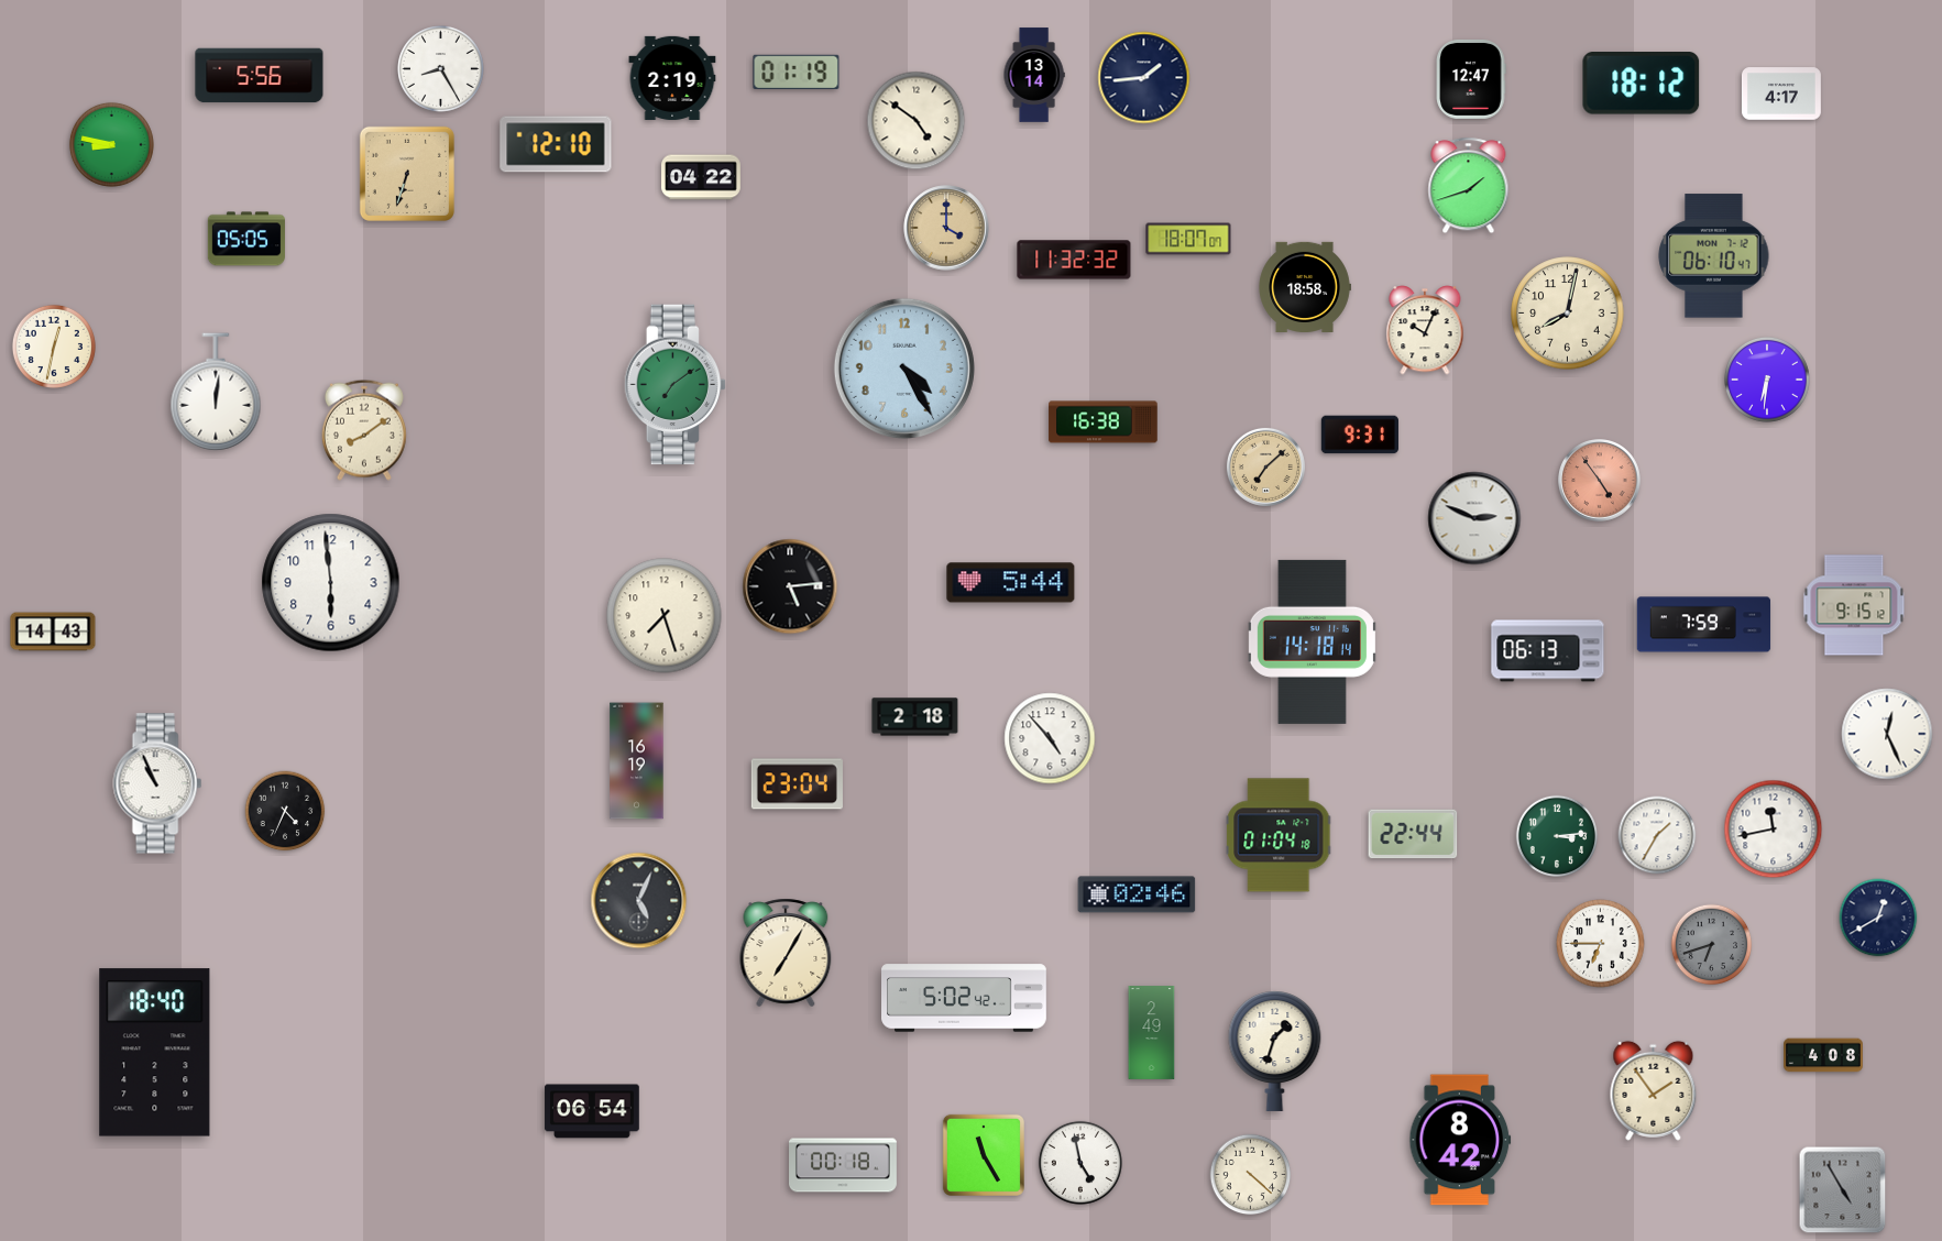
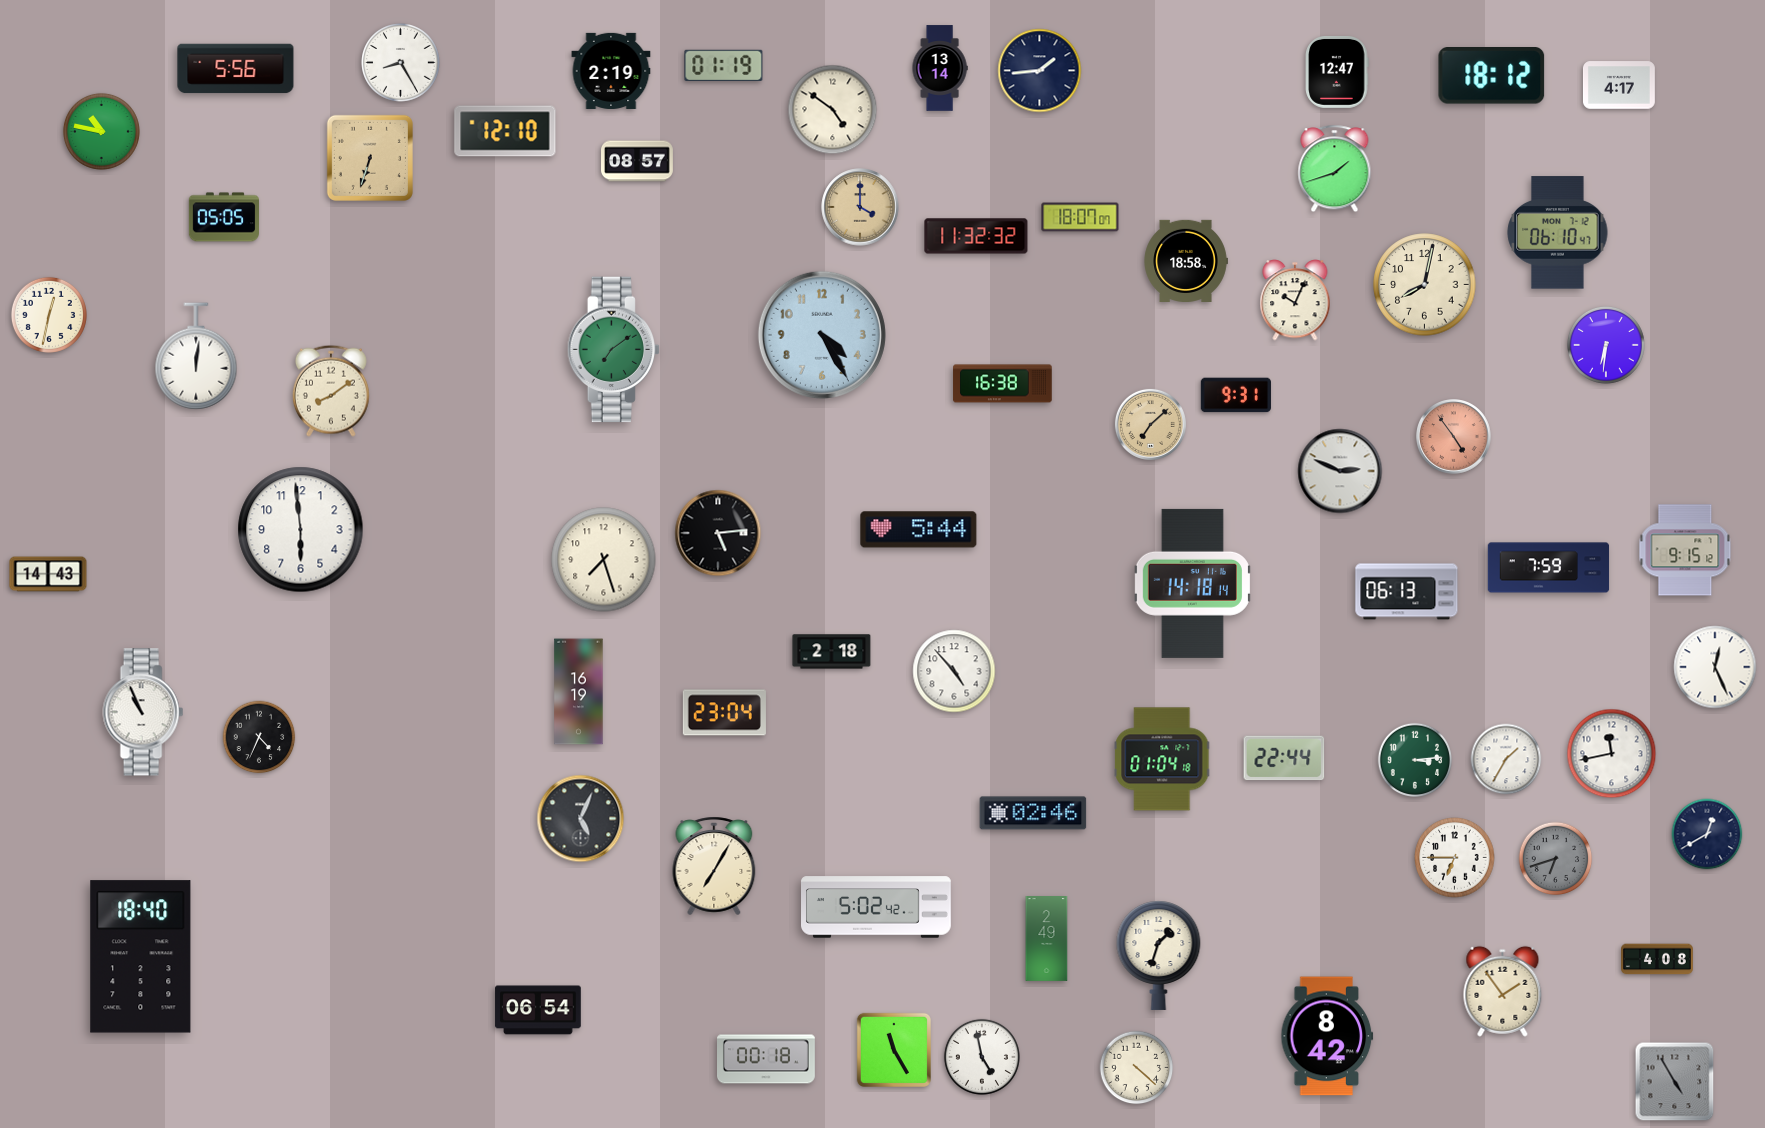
clock at (111, 144): 8:47 -> 10:47
clock at (702, 177): 04:22 -> 08:57
